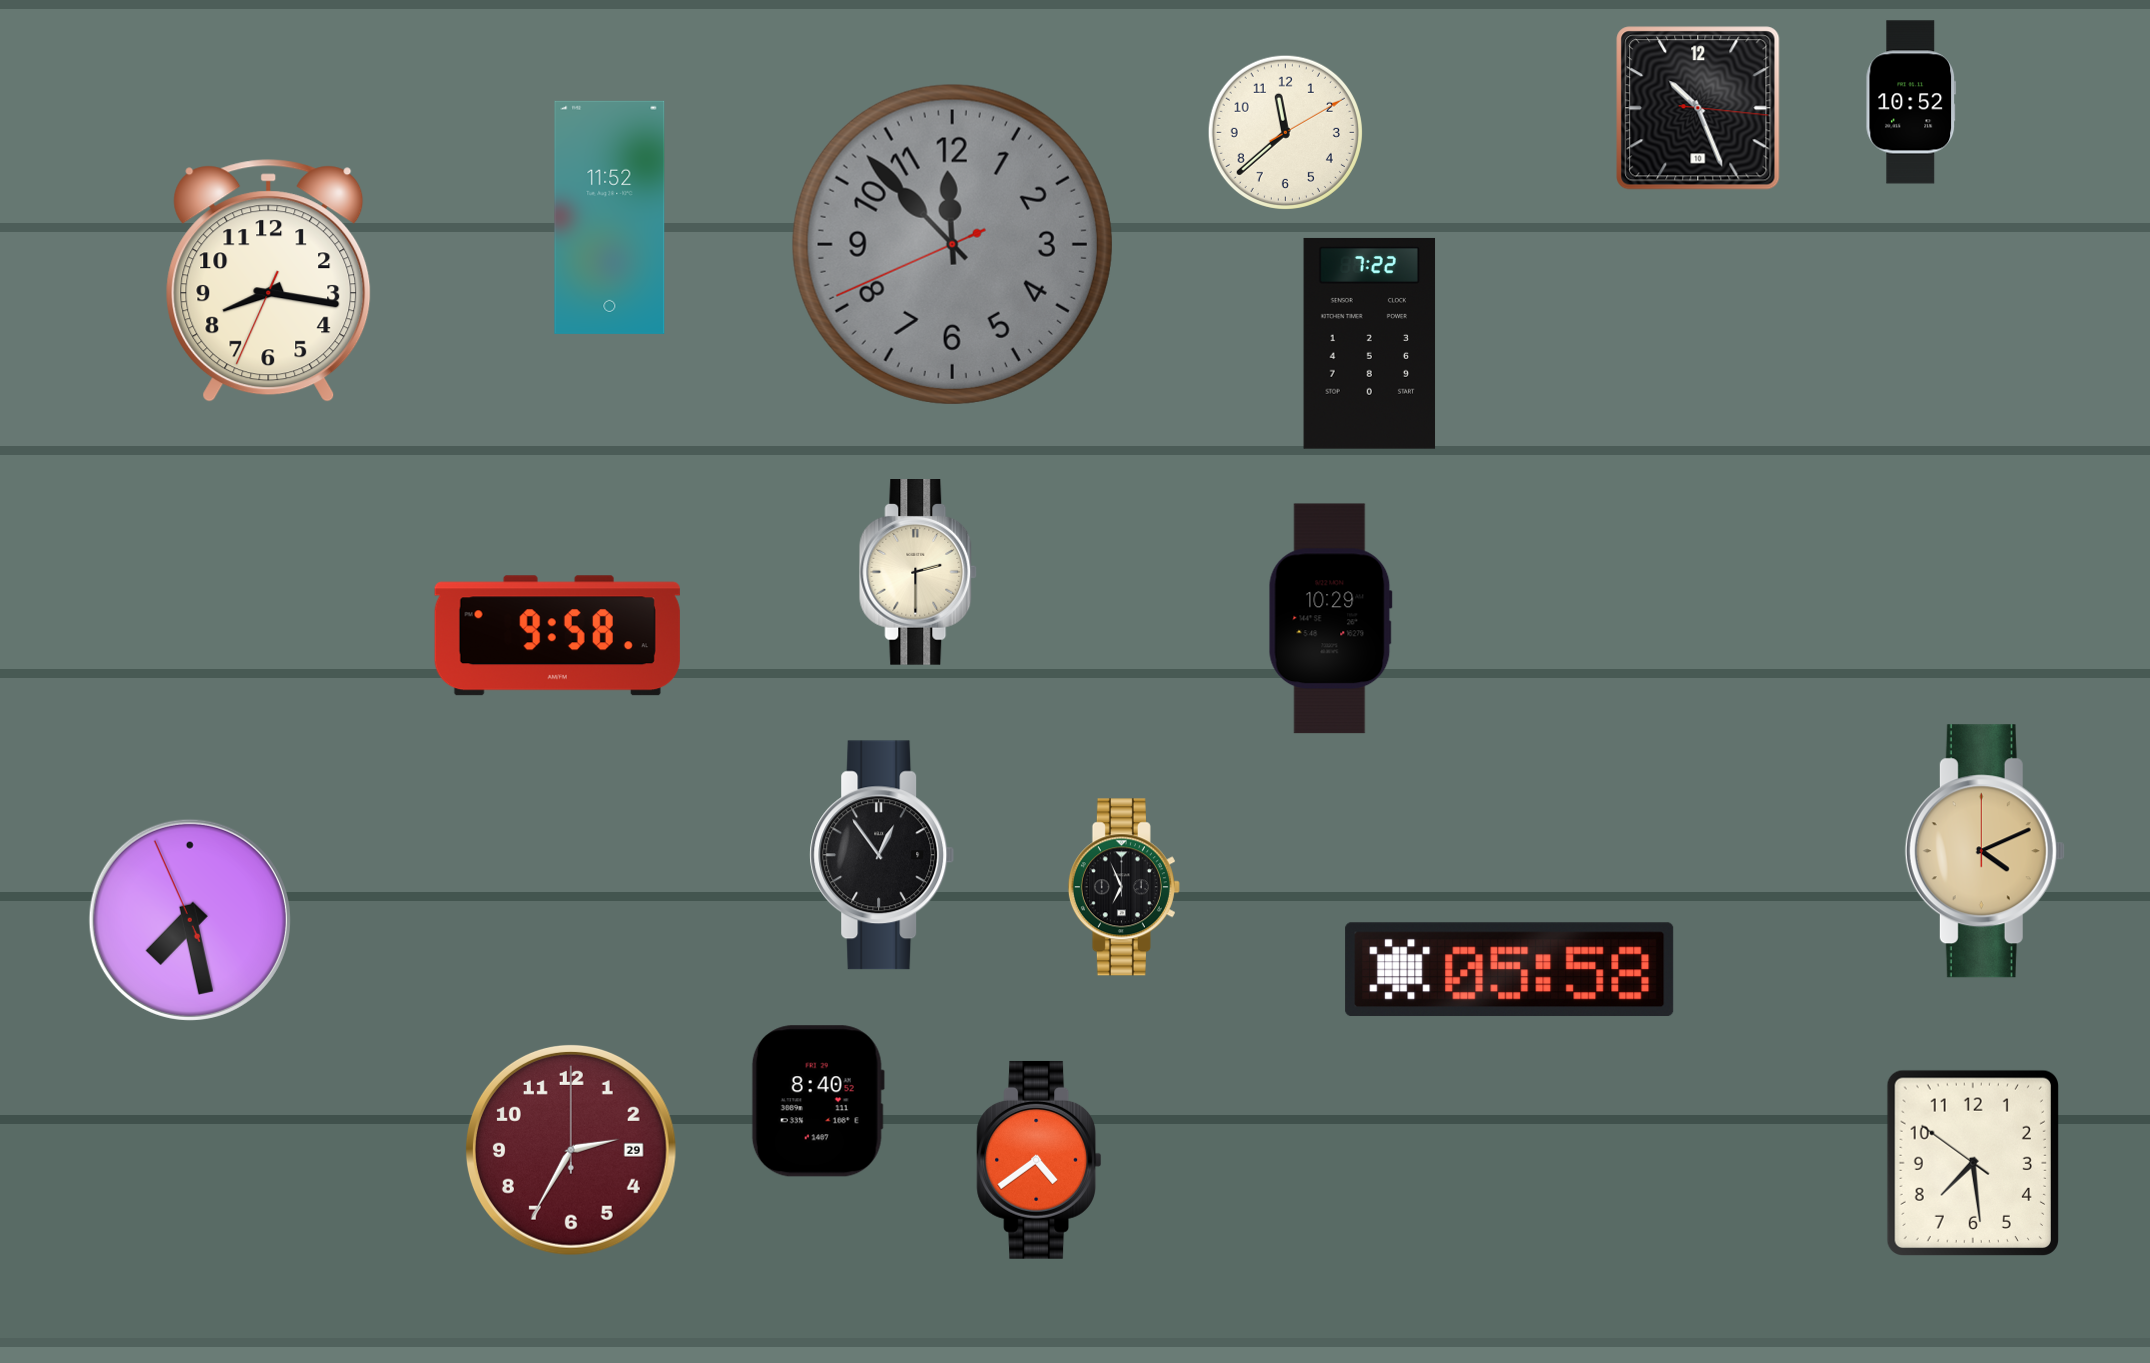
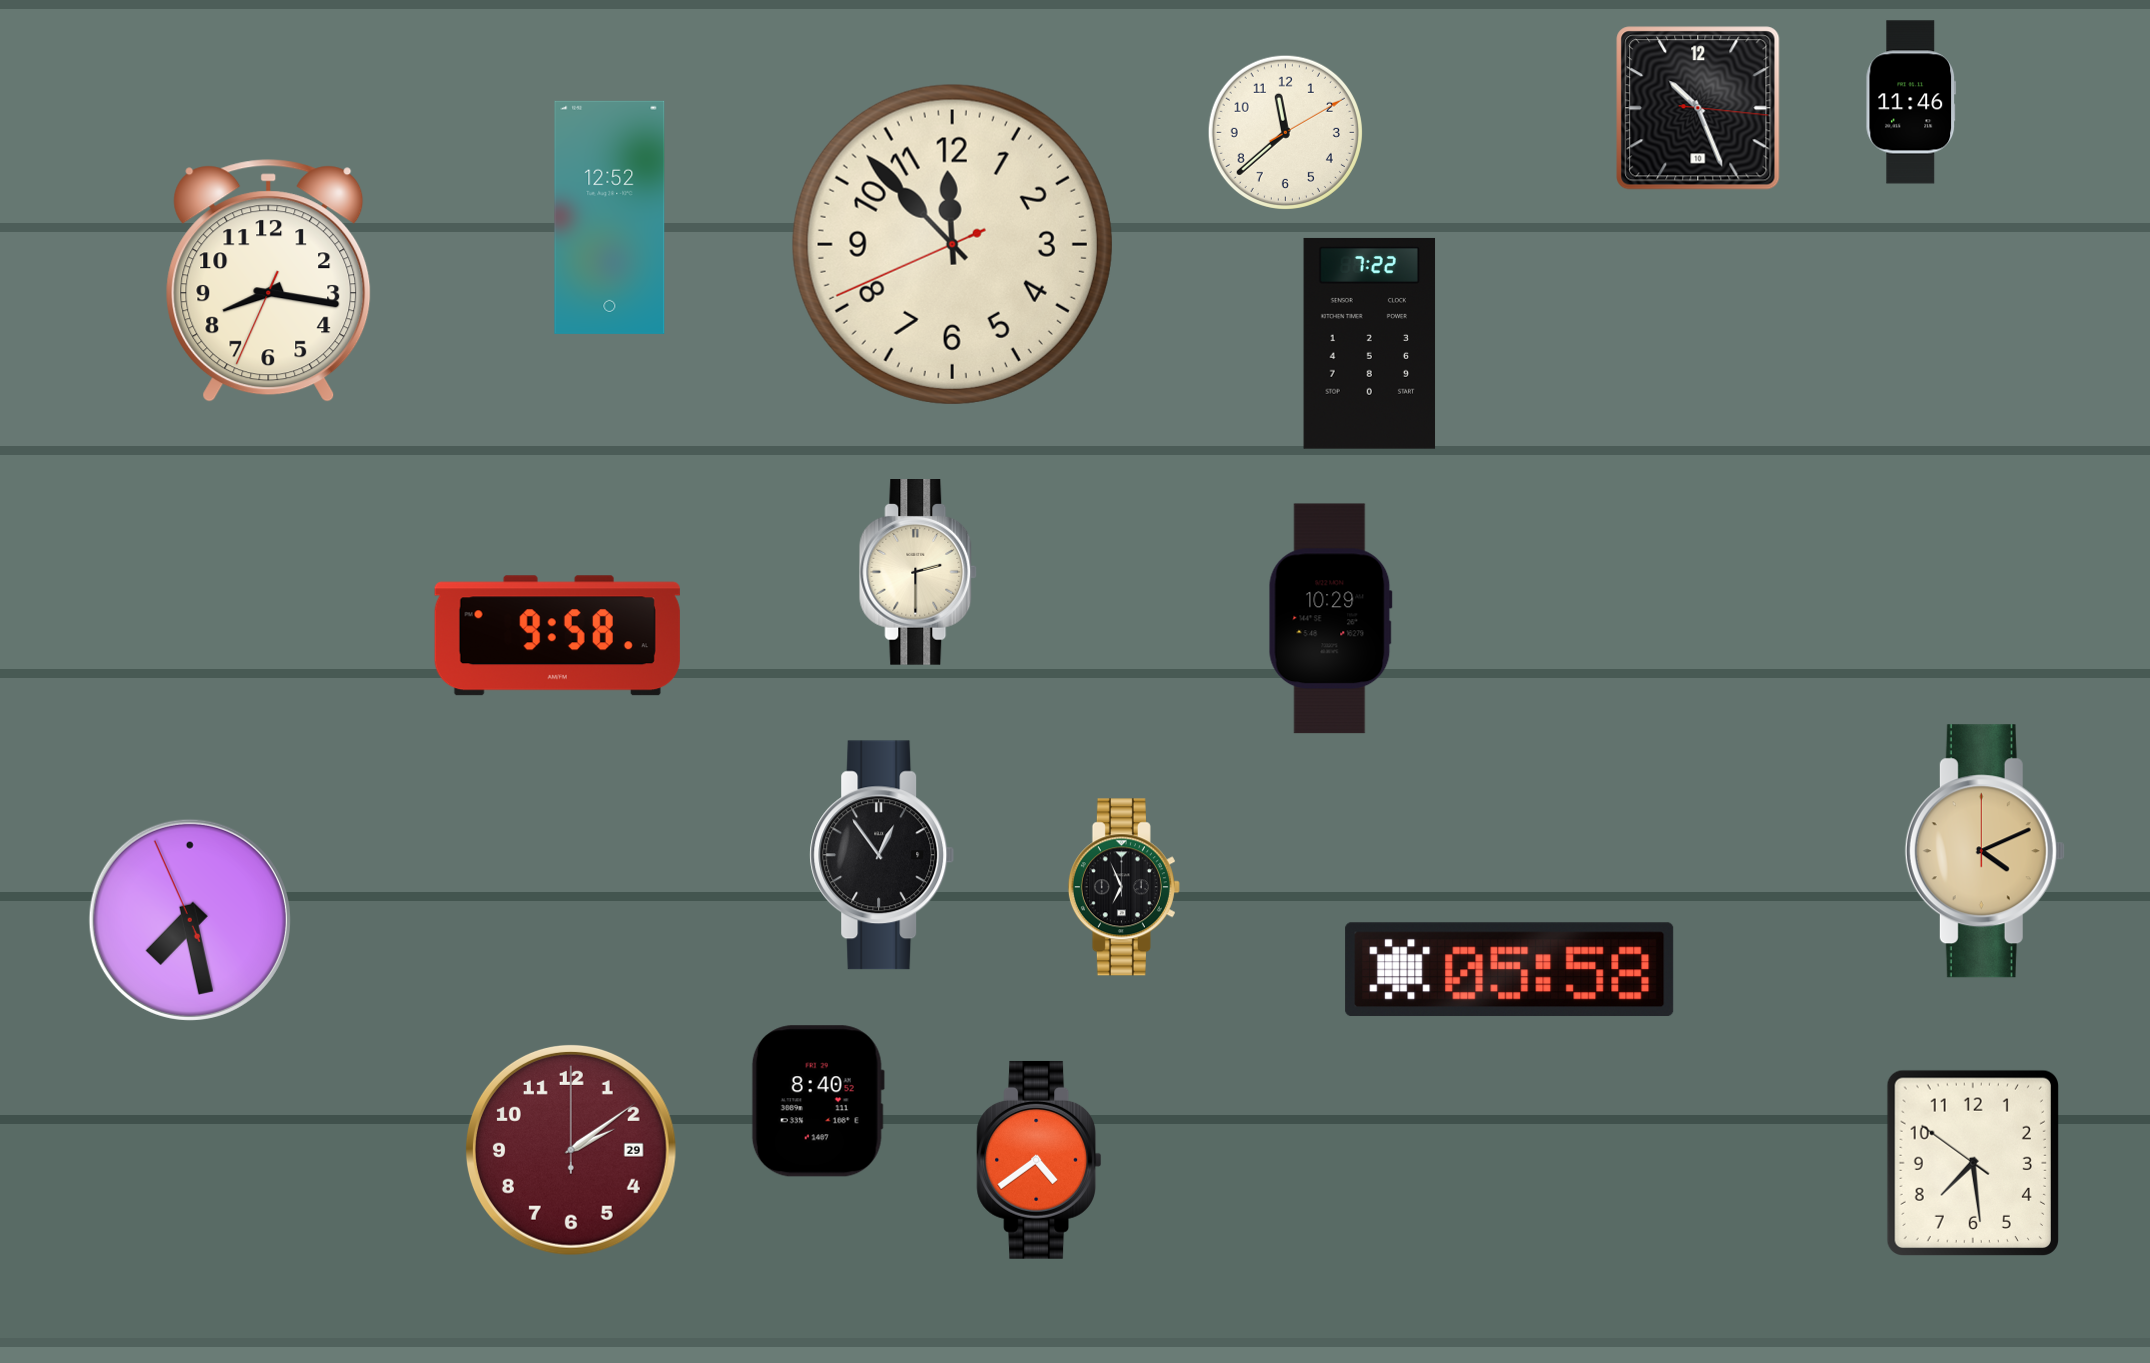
clock at (1911, 102): 10:52 -> 11:46
clock at (610, 217): 11:52 -> 12:52
clock at (952, 244) dial: grey -> cream
clock at (571, 1150): 2:35 -> 2:09
